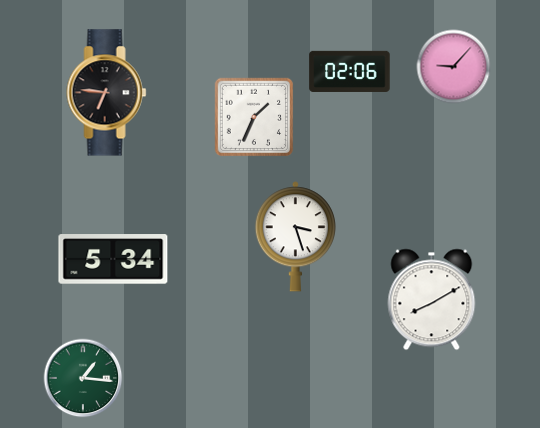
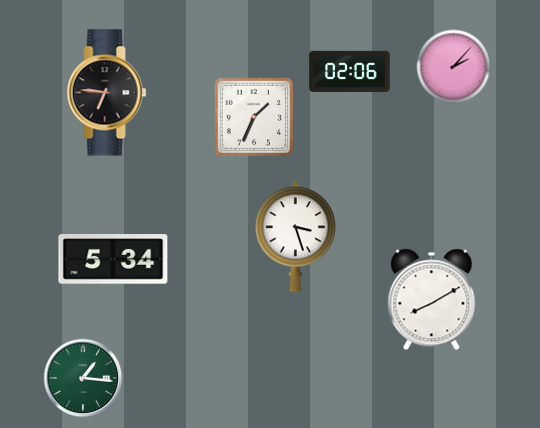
clock at (454, 67): 9:07 -> 2:07
